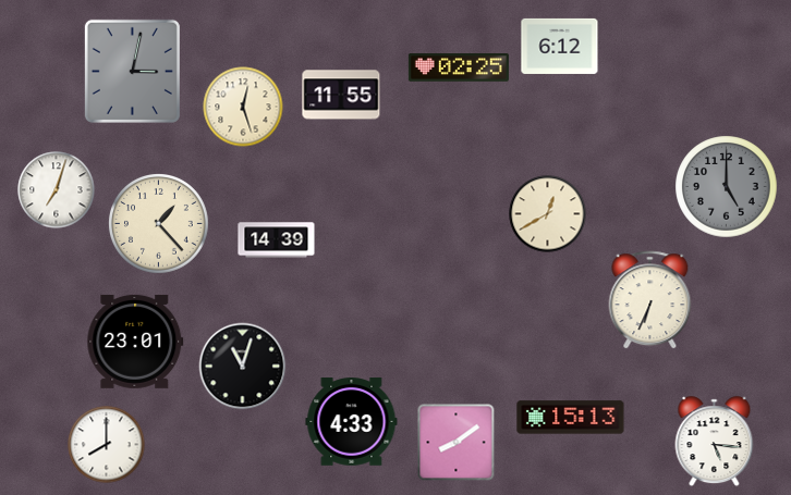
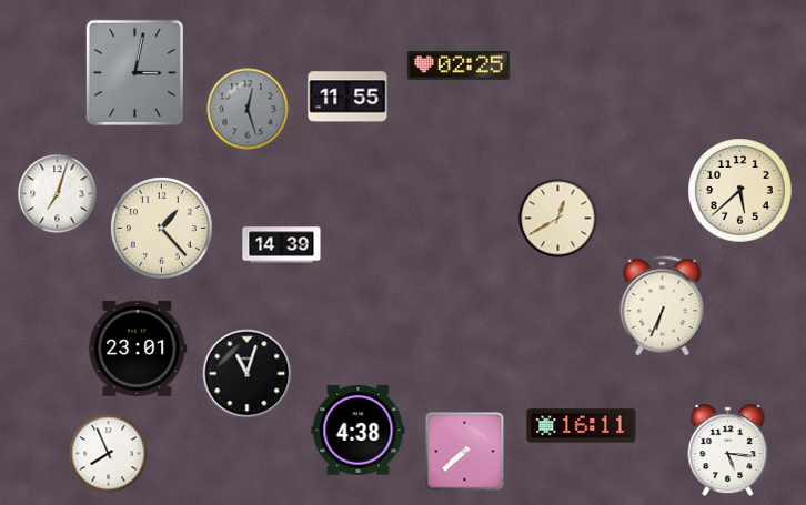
clock at (560, 46): 6:12 -> none
clock at (459, 67) position: (459, 67) -> (459, 65)
clock at (243, 107) dial: cream -> grey
clock at (727, 187): 5:00 -> 5:38
clock at (727, 187) dial: grey -> cream
clock at (571, 418): 15:13 -> 16:11
clock at (352, 422): 4:33 -> 4:38
clock at (457, 443): 8:09 -> 7:38
clock at (107, 445): 8:00 -> 7:56
